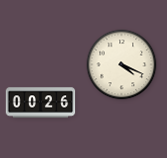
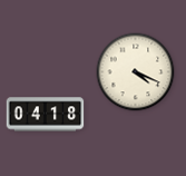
clock at (41, 103): 00:26 -> 04:18
